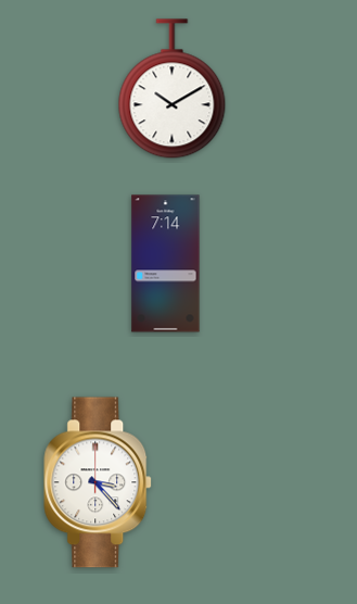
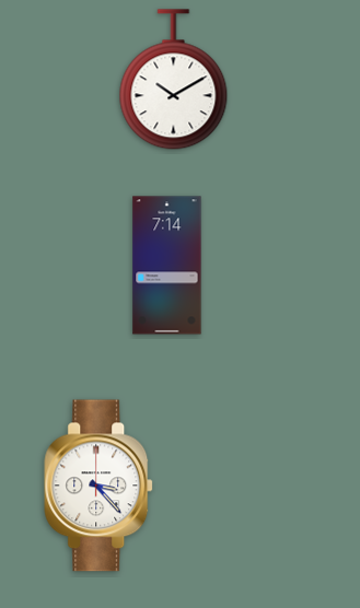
clock at (173, 89) position: (173, 89) -> (174, 80)
